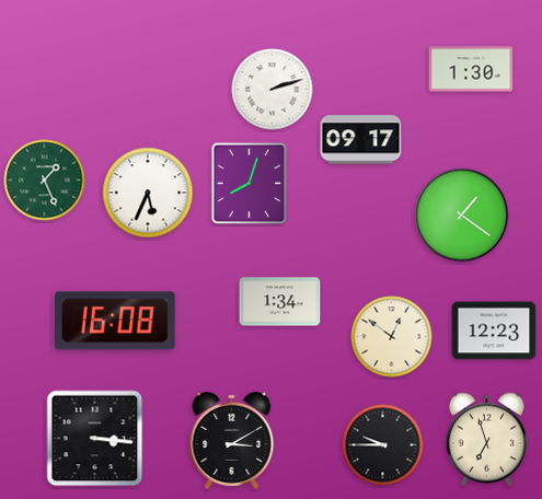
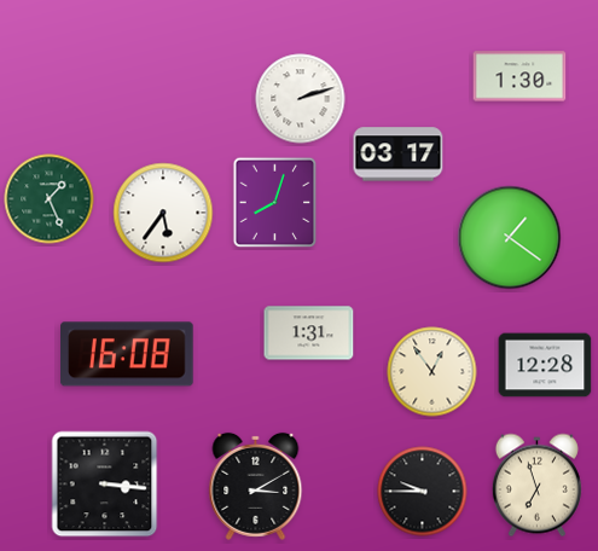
clock at (361, 140): 09:17 -> 03:17
clock at (148, 193): 5:34 -> 5:36
clock at (280, 302): 1:34 -> 1:31
clock at (494, 330): 12:23 -> 12:28
clock at (392, 337): 12:51 -> 12:54
